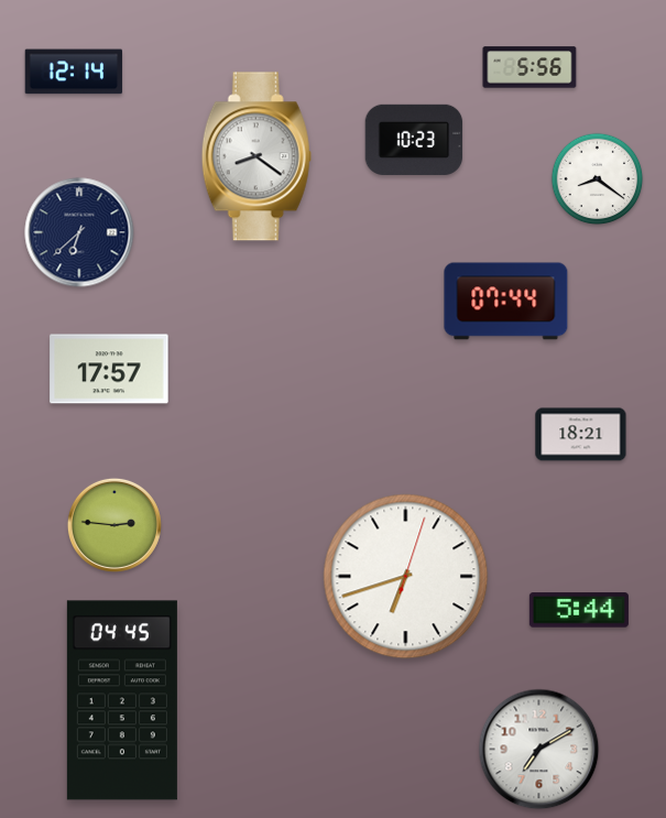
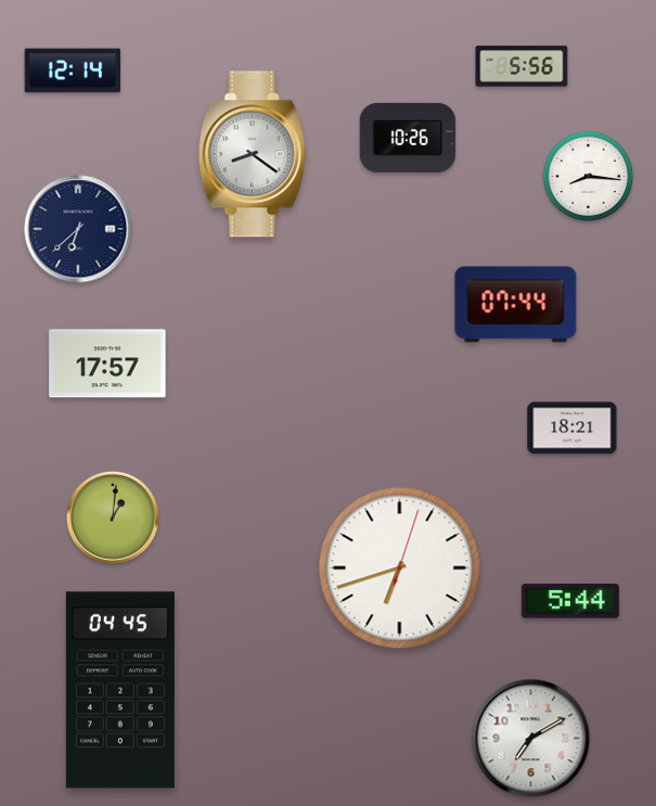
clock at (414, 140): 10:23 -> 10:26
clock at (598, 179): 8:21 -> 8:16
clock at (506, 302) position: (506, 302) -> (516, 305)
clock at (114, 525): 2:46 -> 1:01
